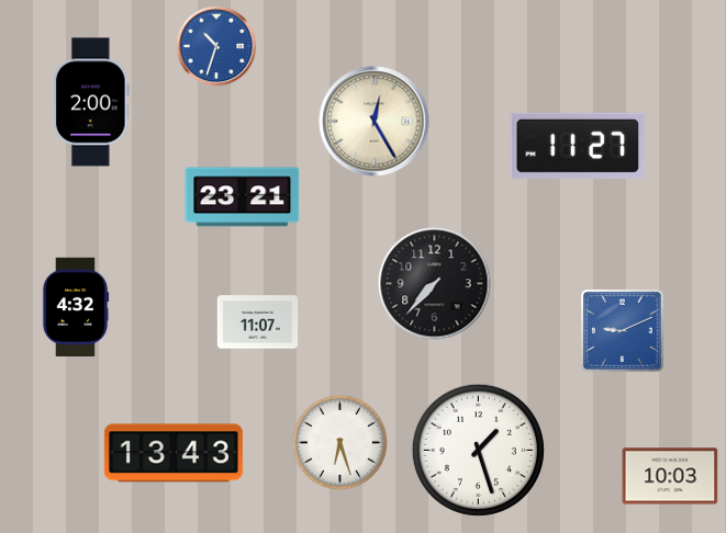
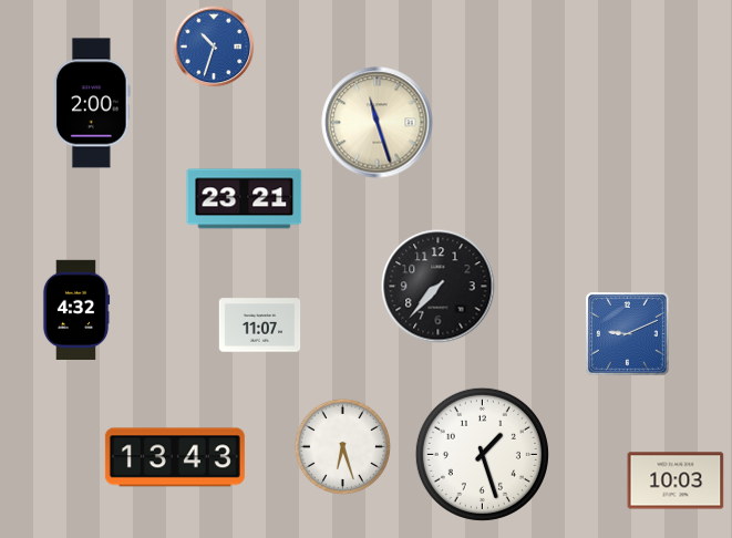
clock at (216, 46) position: (216, 46) -> (214, 46)
clock at (375, 122): 12:25 -> 11:27
clock at (578, 146): 11:27 -> none
